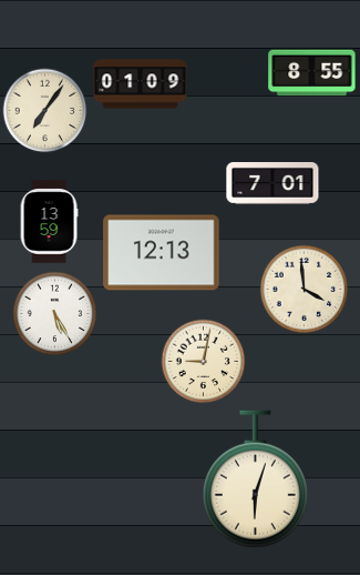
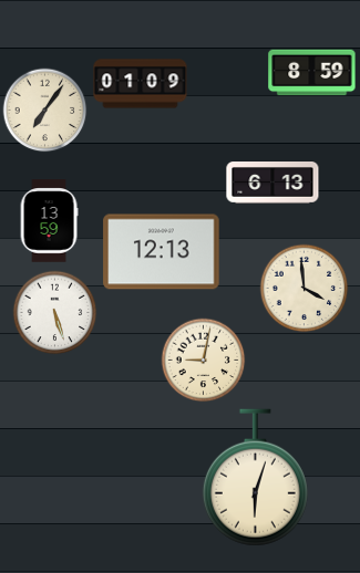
clock at (312, 73): 8:55 -> 8:59
clock at (272, 184): 7:01 -> 6:13
clock at (55, 314): 5:25 -> 5:27
